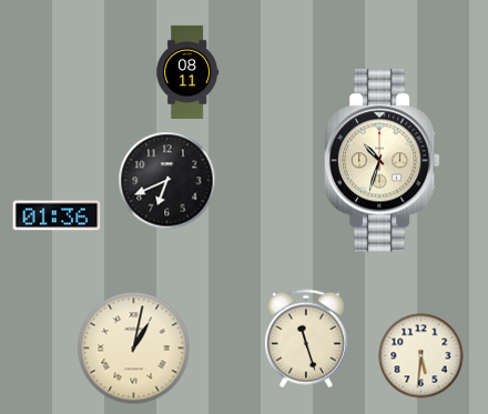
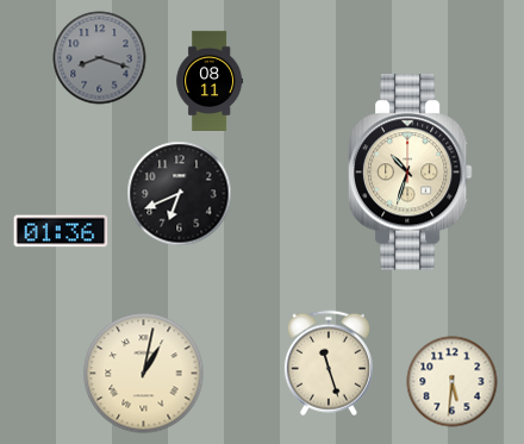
clock at (100, 58): none -> 8:18
clock at (187, 71) position: (187, 71) -> (210, 80)
